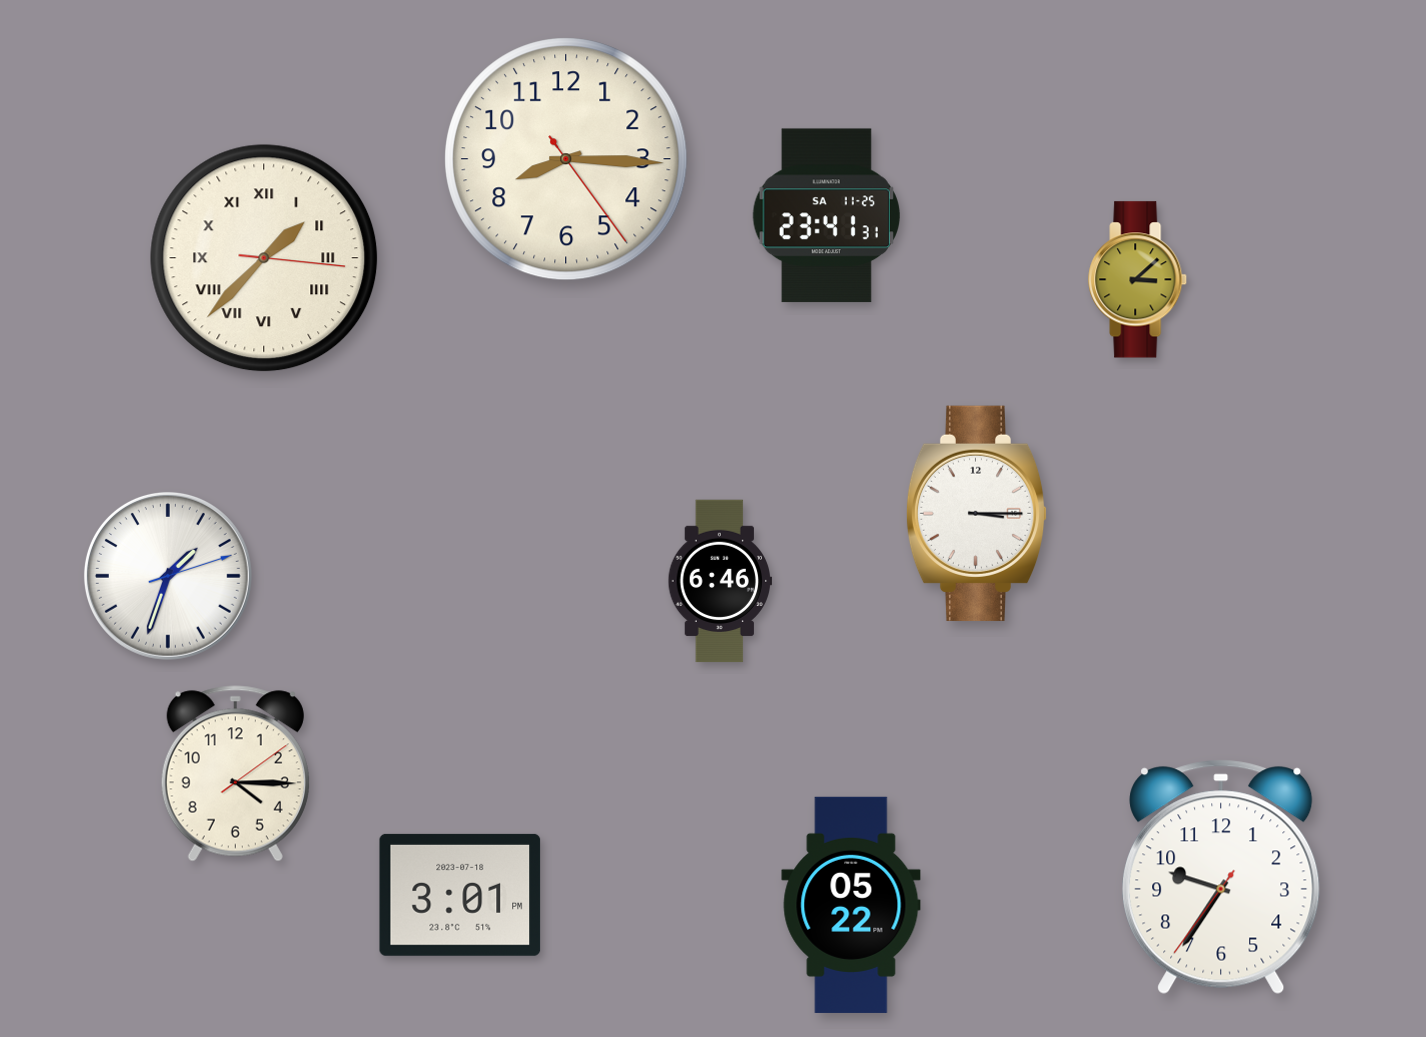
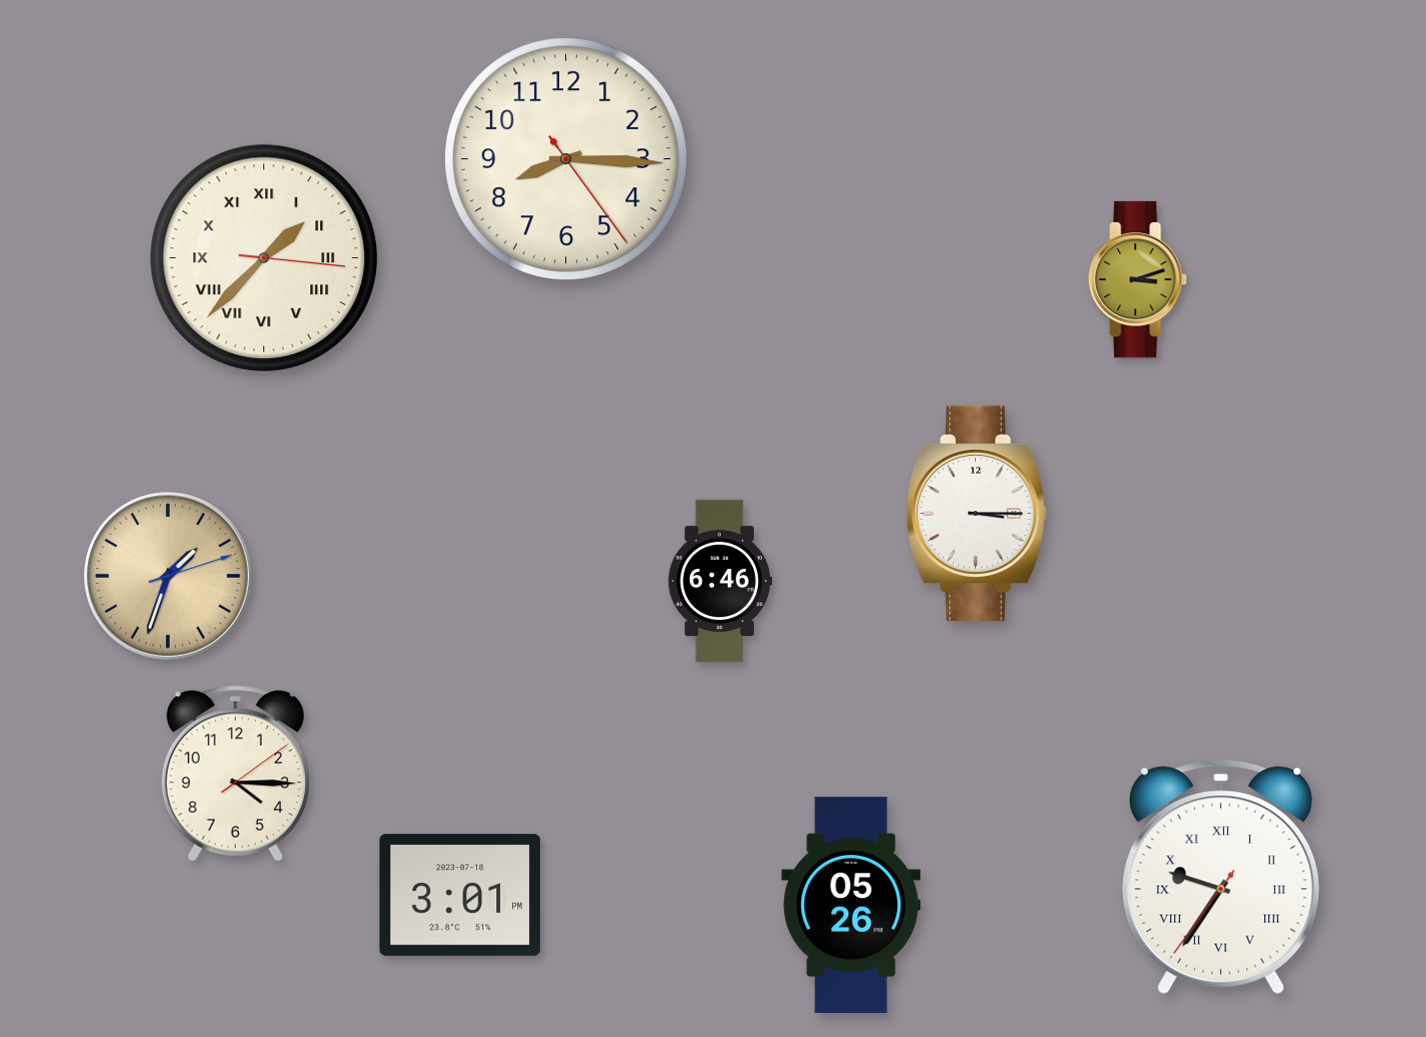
clock at (826, 216): 23:41 -> none
clock at (1138, 280): 3:08 -> 3:12
clock at (168, 576) dial: white -> champagne
clock at (1221, 877) numerals: Arabic -> Roman
clock at (851, 905): 05:22 -> 05:26
